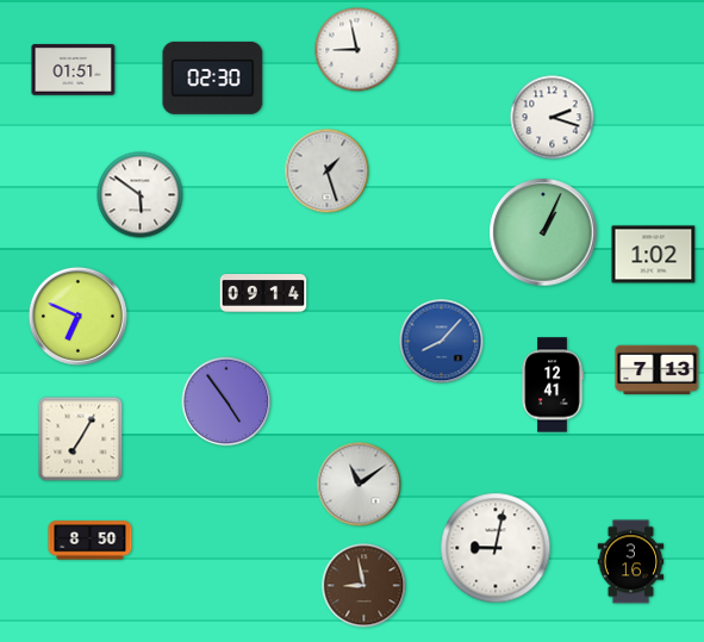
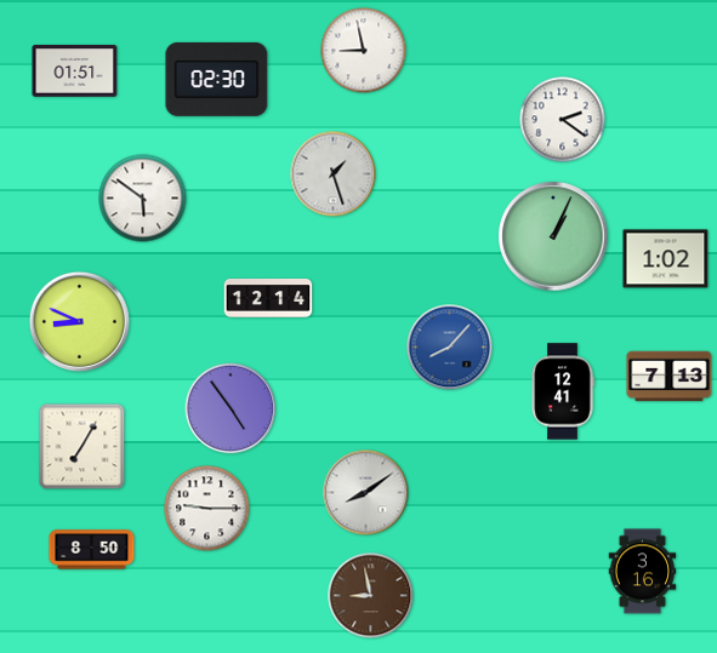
clock at (553, 118): 2:18 -> 2:21
clock at (263, 294): 09:14 -> 12:14
clock at (77, 316): 6:49 -> 8:49
clock at (360, 485): 11:09 -> 8:09
clock at (207, 509): none -> 9:15
clock at (496, 548): 9:02 -> none
